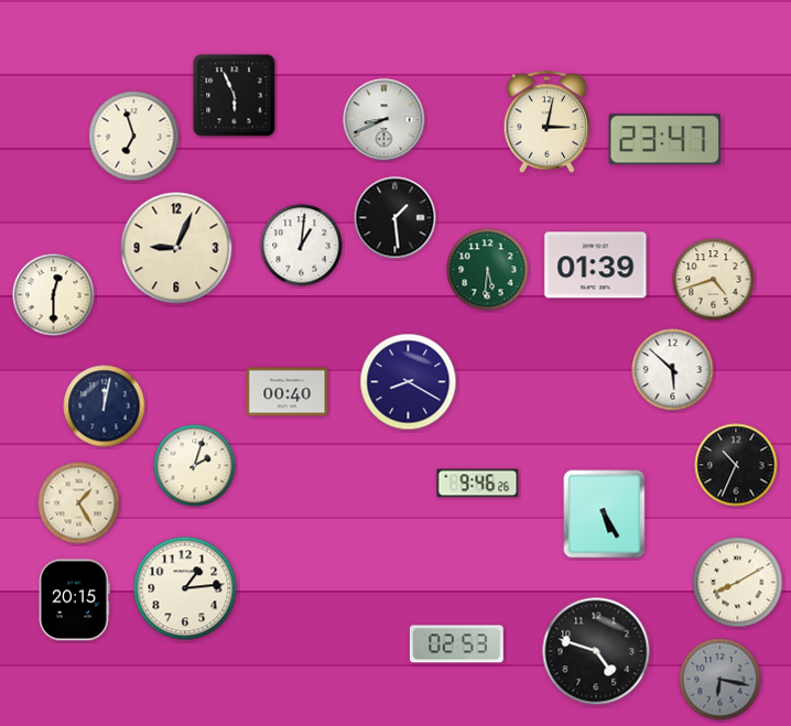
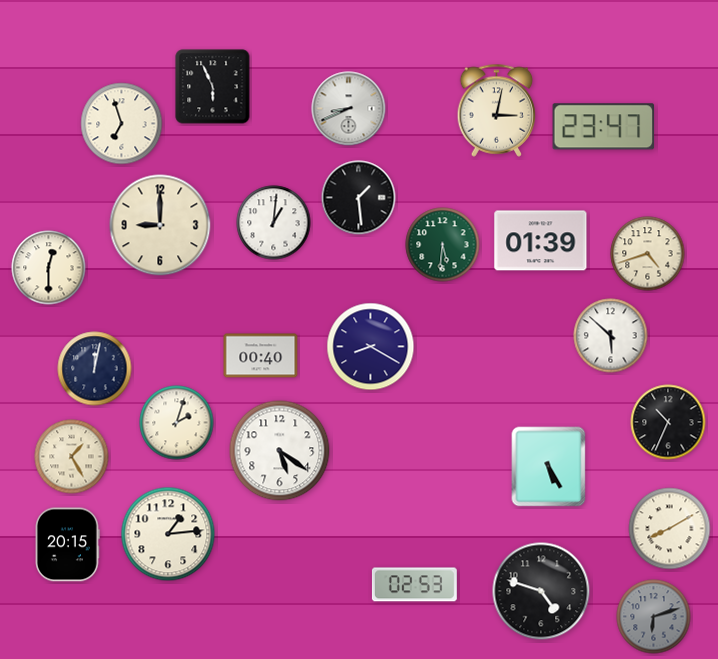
clock at (176, 248): 9:04 -> 9:00
clock at (478, 484): 9:46 -> none
clock at (280, 451): none -> 5:21
clock at (720, 680): 6:17 -> 6:12
